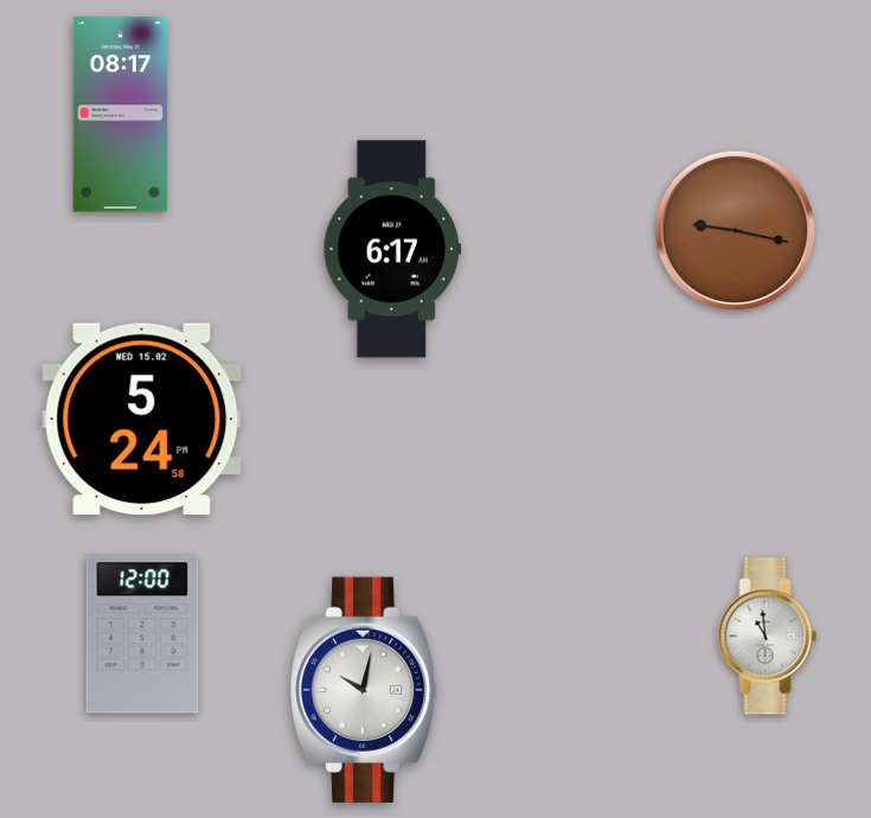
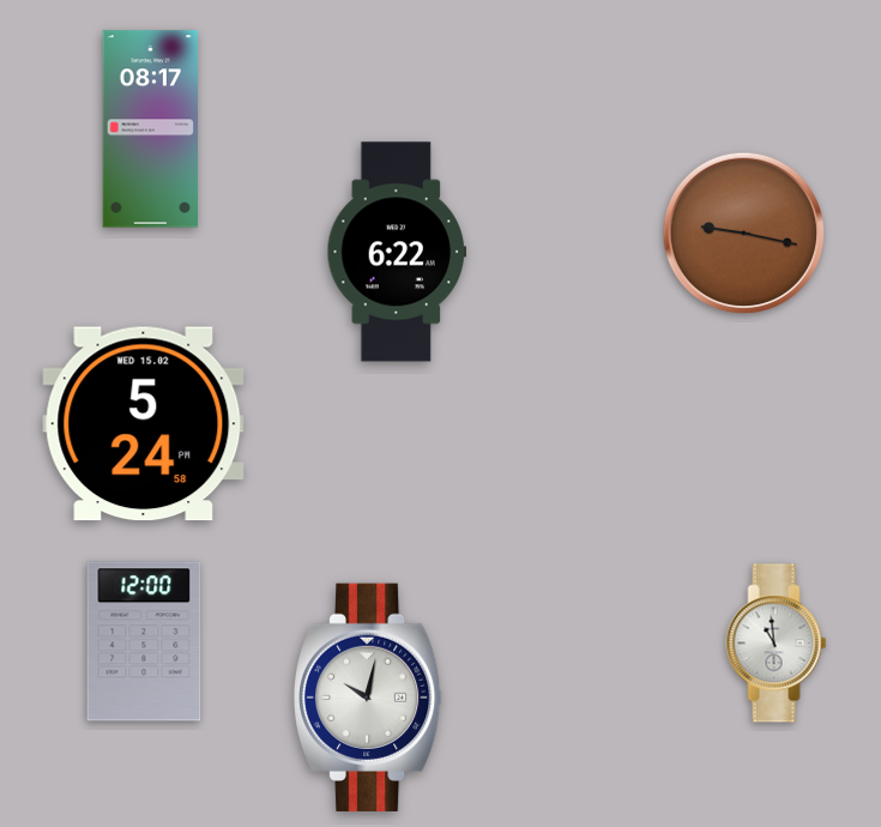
clock at (120, 115) position: (120, 115) -> (150, 129)
clock at (392, 249): 6:17 -> 6:22
